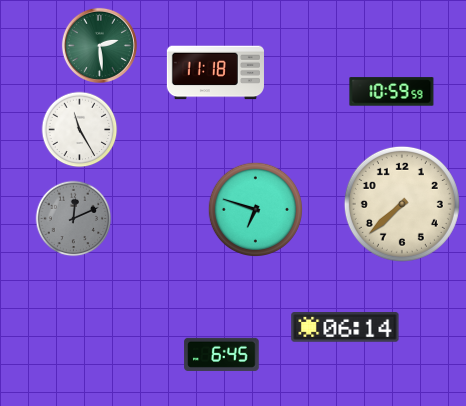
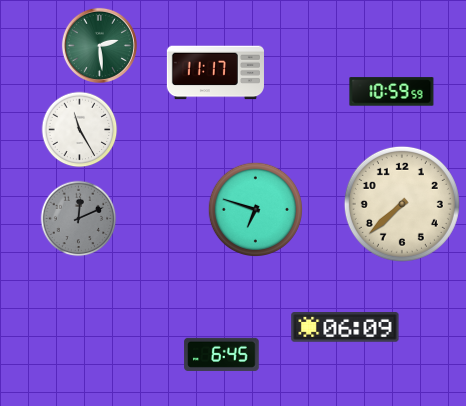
clock at (215, 73): 11:18 -> 11:17
clock at (74, 219) position: (74, 219) -> (79, 219)
clock at (345, 327): 06:14 -> 06:09
